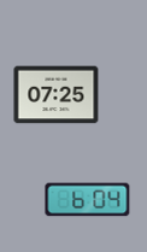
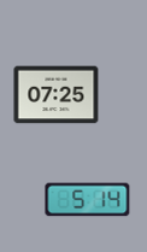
clock at (88, 200): 6:04 -> 5:14
